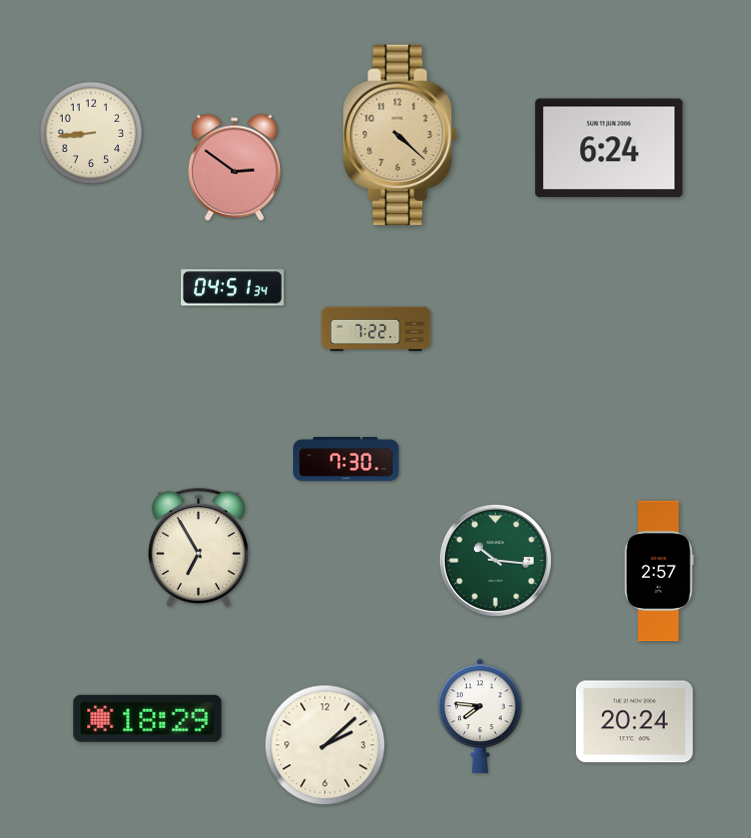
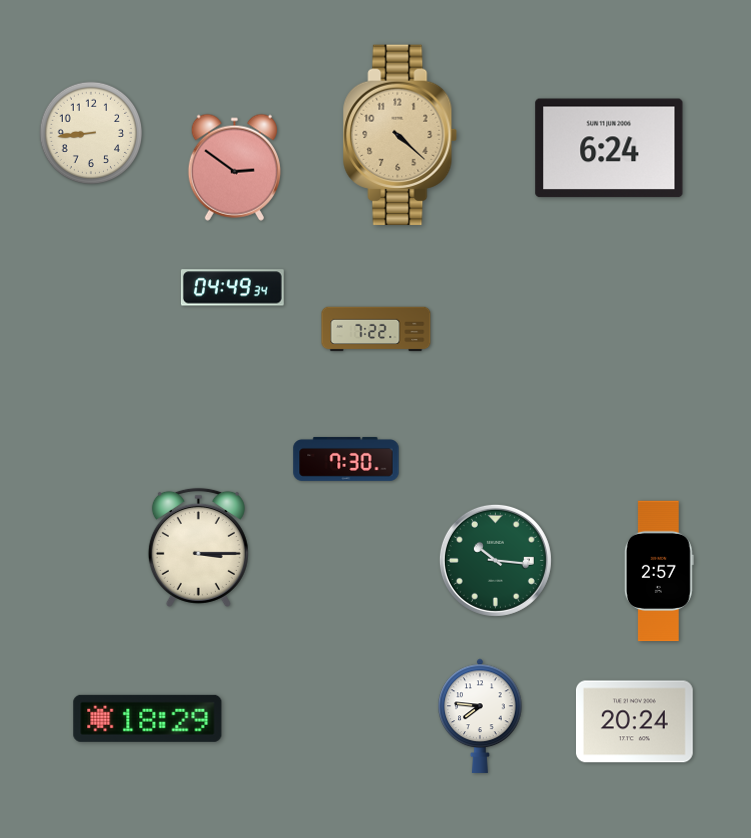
clock at (232, 288): 04:51 -> 04:49
clock at (198, 547): 6:55 -> 3:15
clock at (325, 745): 2:08 -> none
